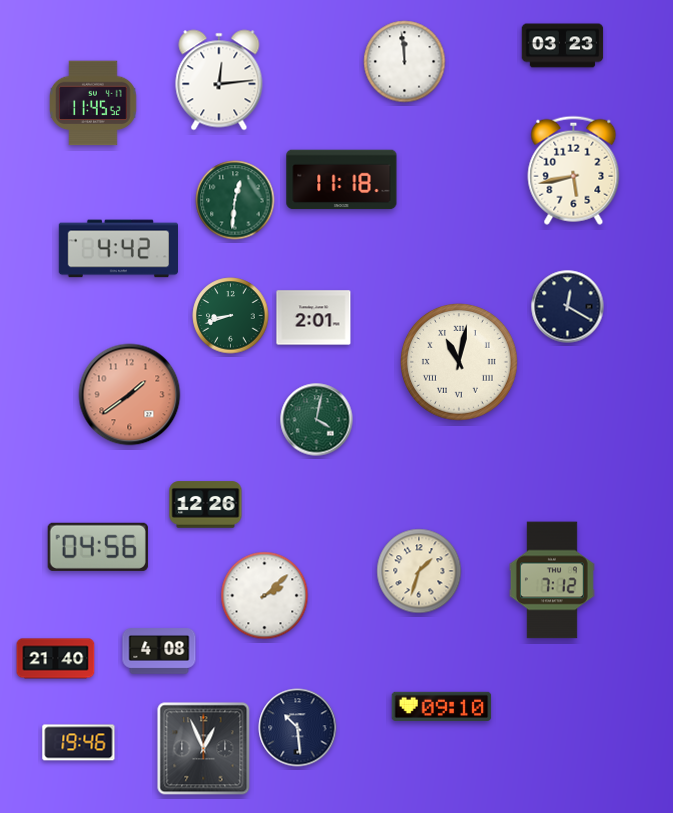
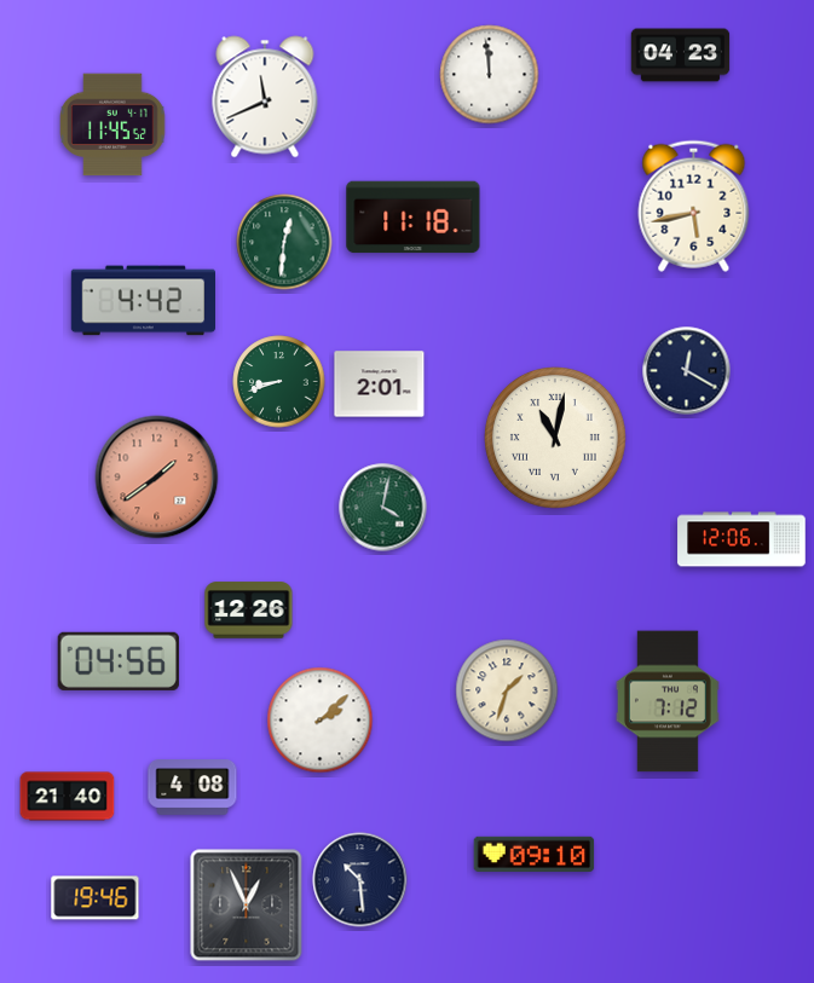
clock at (563, 46): 03:23 -> 04:23
clock at (219, 80): 12:14 -> 11:41
clock at (741, 539): none -> 12:06
